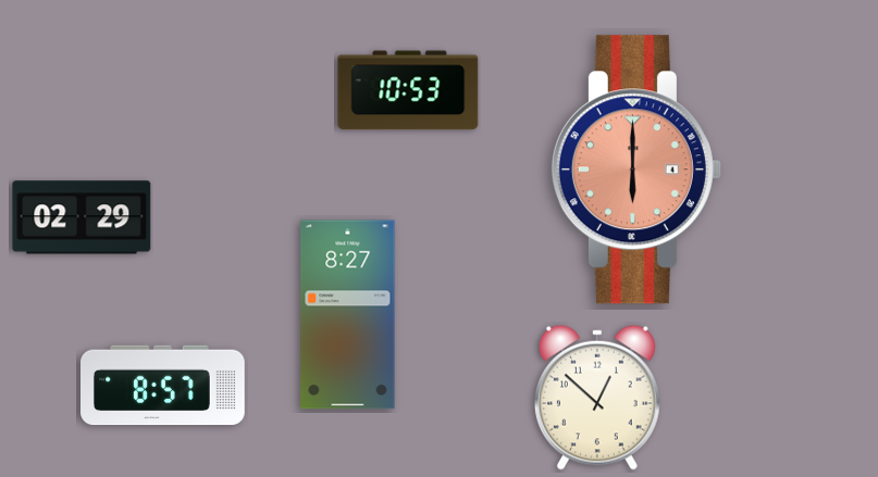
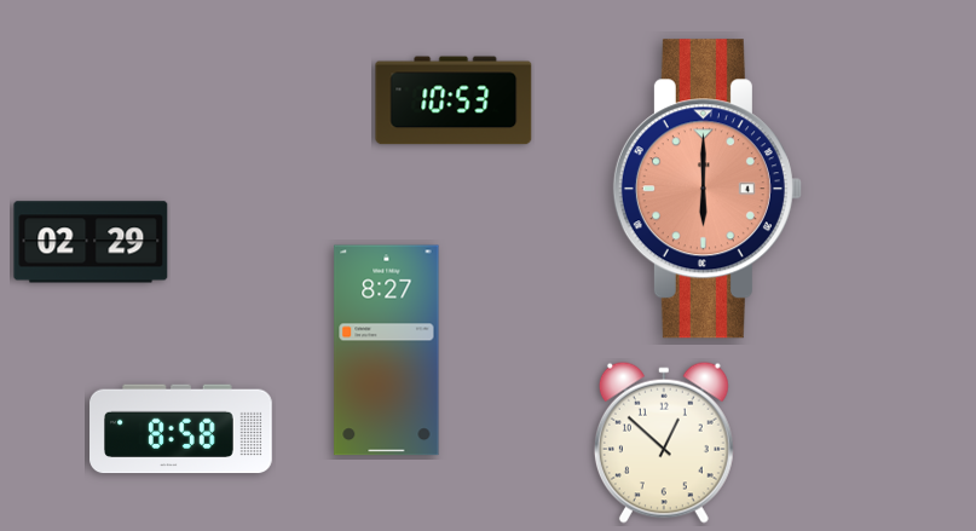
clock at (163, 386): 8:57 -> 8:58
